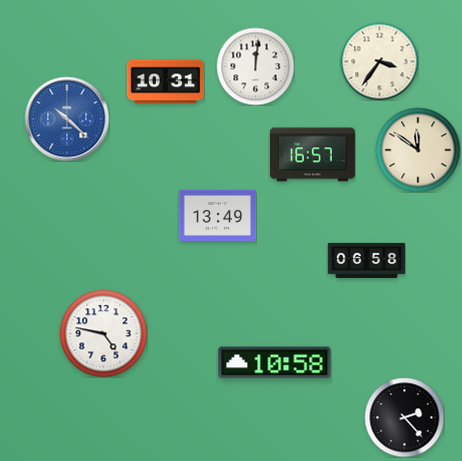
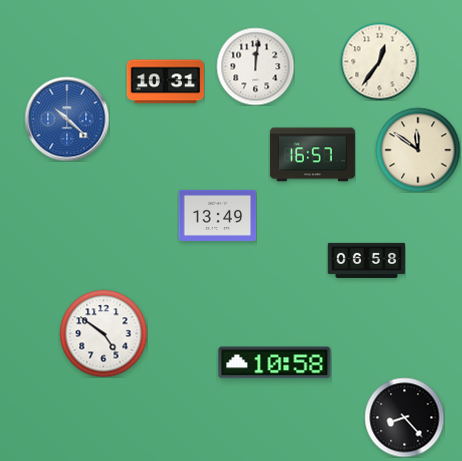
clock at (379, 61): 3:36 -> 12:36
clock at (103, 333): 4:47 -> 4:51
clock at (404, 417): 2:23 -> 8:23
